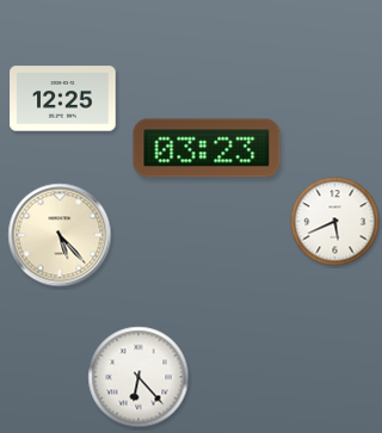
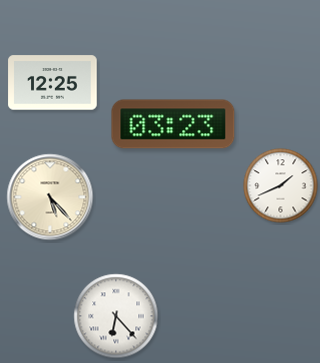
clock at (335, 222): 5:41 -> 1:41
